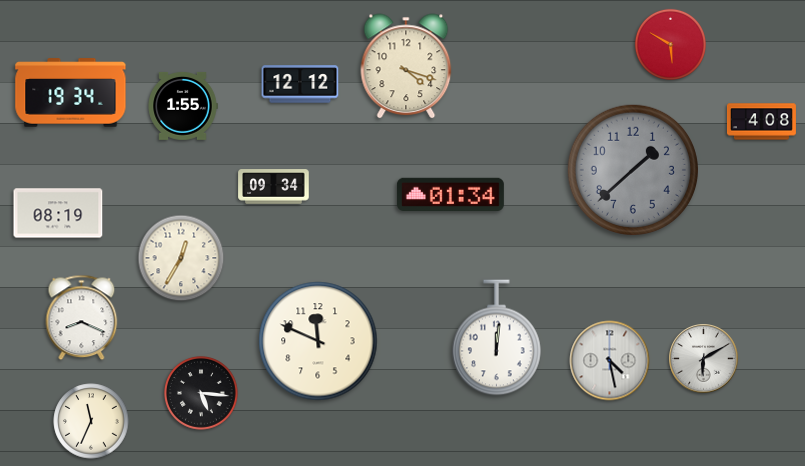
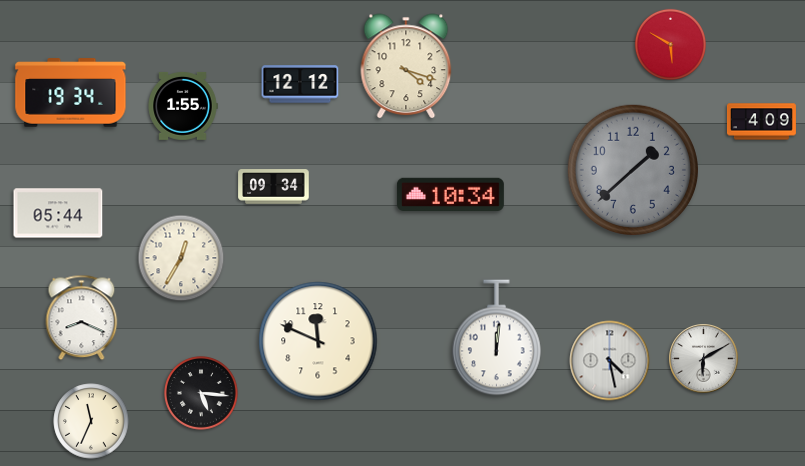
clock at (761, 122): 4:08 -> 4:09
clock at (450, 194): 01:34 -> 10:34
clock at (58, 213): 08:19 -> 05:44
